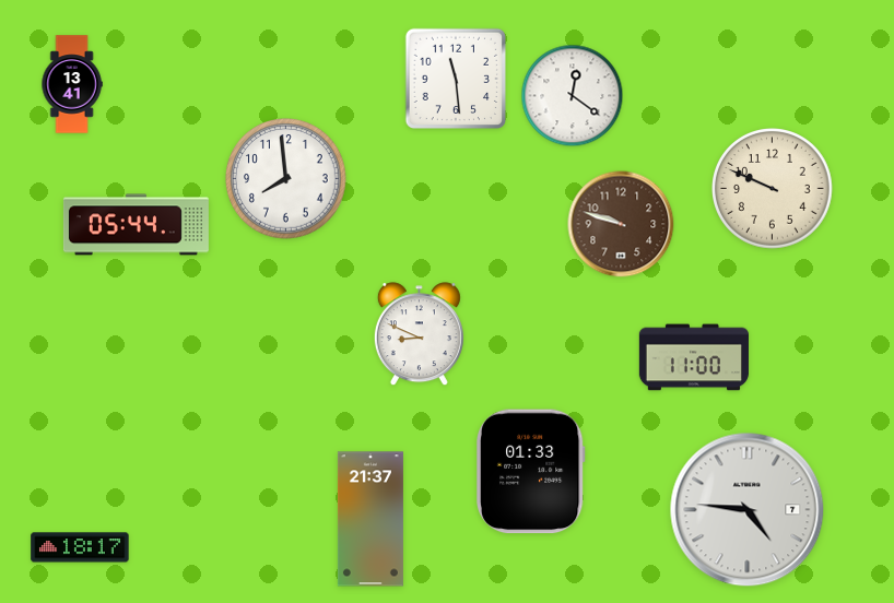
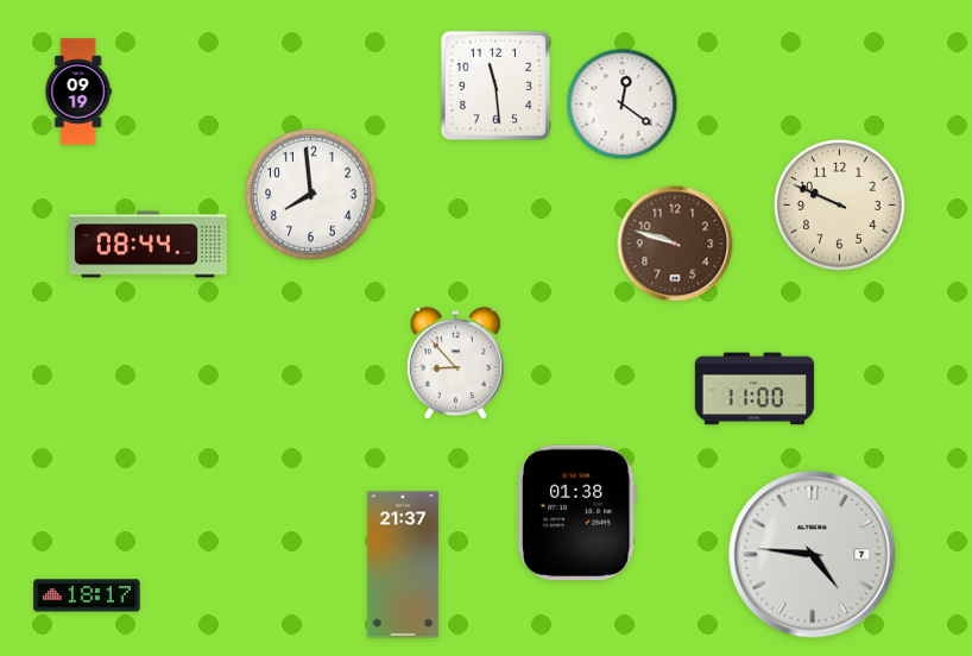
clock at (72, 84): 13:41 -> 09:19
clock at (136, 225): 05:44 -> 08:44
clock at (419, 334): 8:49 -> 8:53
clock at (531, 472): 01:33 -> 01:38
